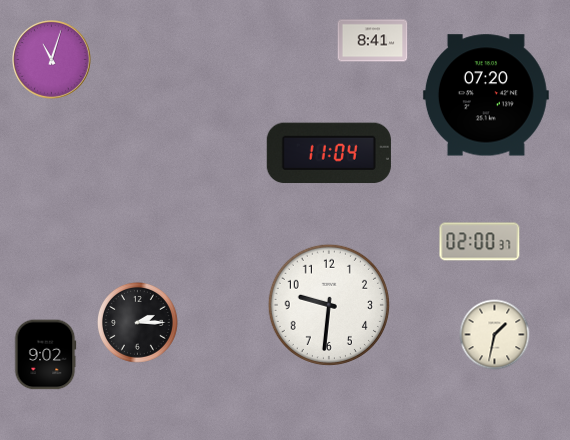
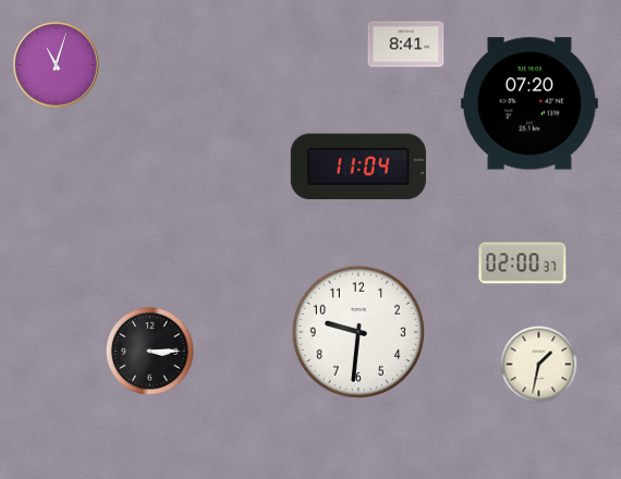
clock at (137, 322): 2:15 -> 3:15
clock at (45, 355): 9:02 -> none
